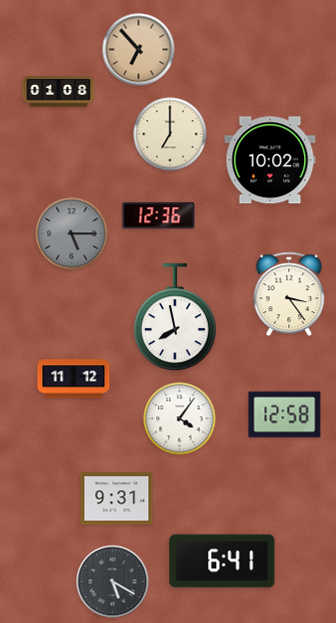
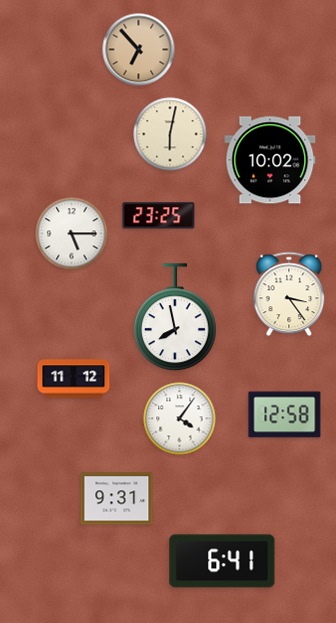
clock at (59, 92): 01:08 -> none
clock at (170, 134): 7:00 -> 6:02
clock at (159, 216): 12:36 -> 23:25
clock at (72, 234) dial: grey -> white
clock at (113, 582): 5:20 -> none
